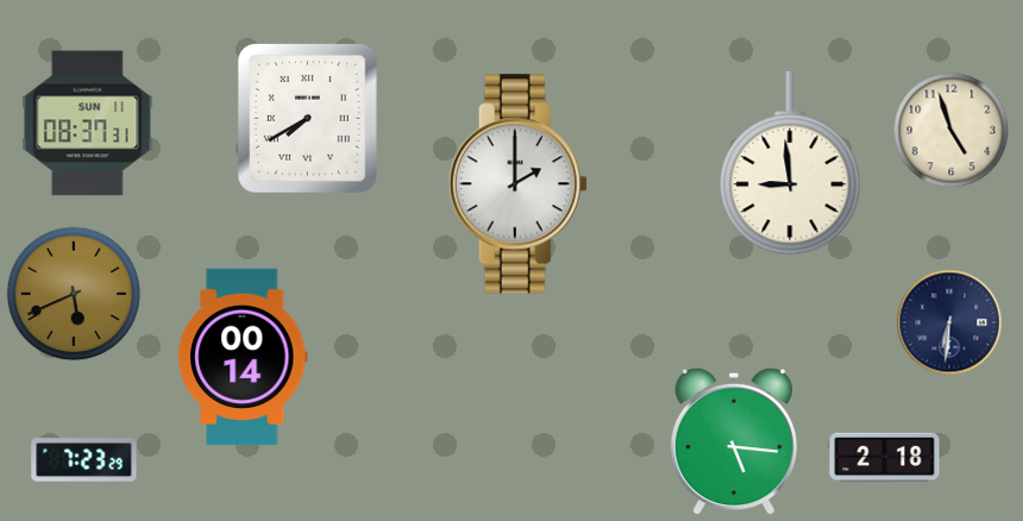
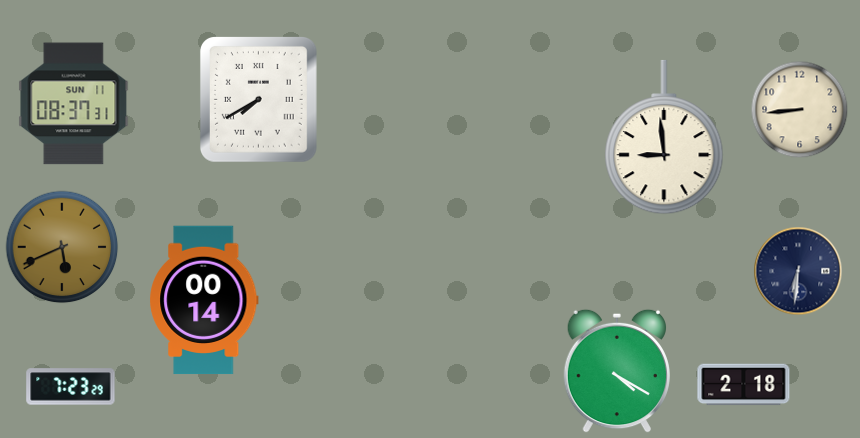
clock at (952, 131): 4:57 -> 8:44
clock at (517, 184): 2:00 -> none
clock at (734, 441): 5:16 -> 4:20
